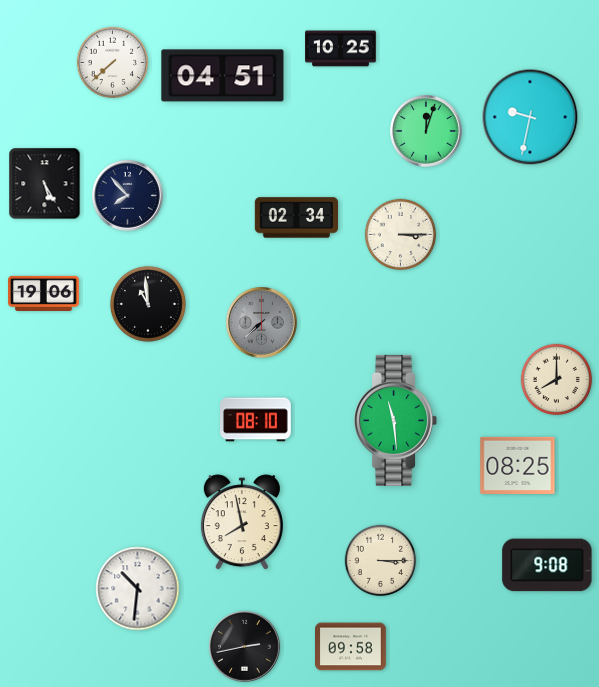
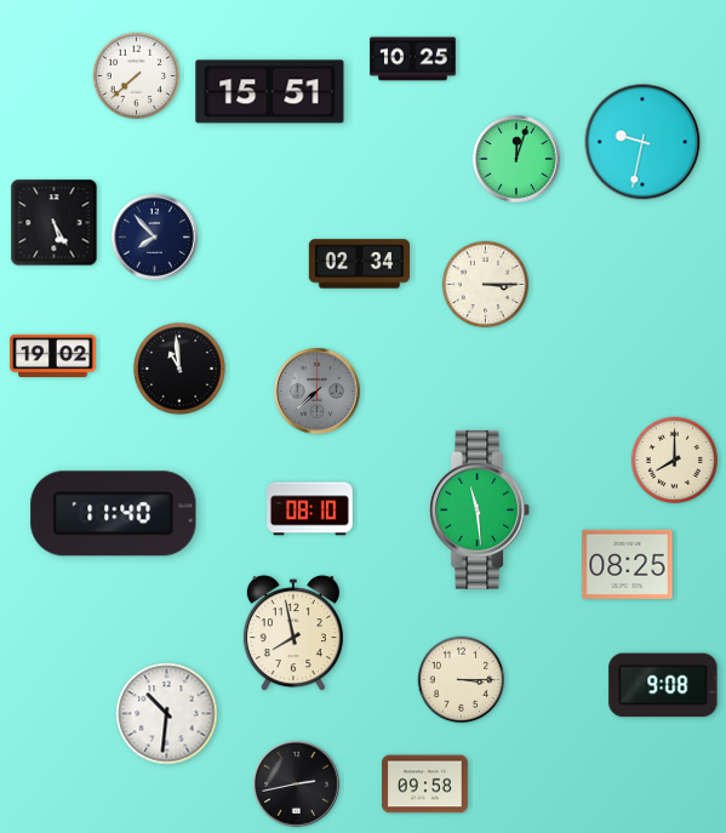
clock at (223, 76): 04:51 -> 15:51
clock at (44, 293): 19:06 -> 19:02
clock at (114, 514): none -> 11:40
